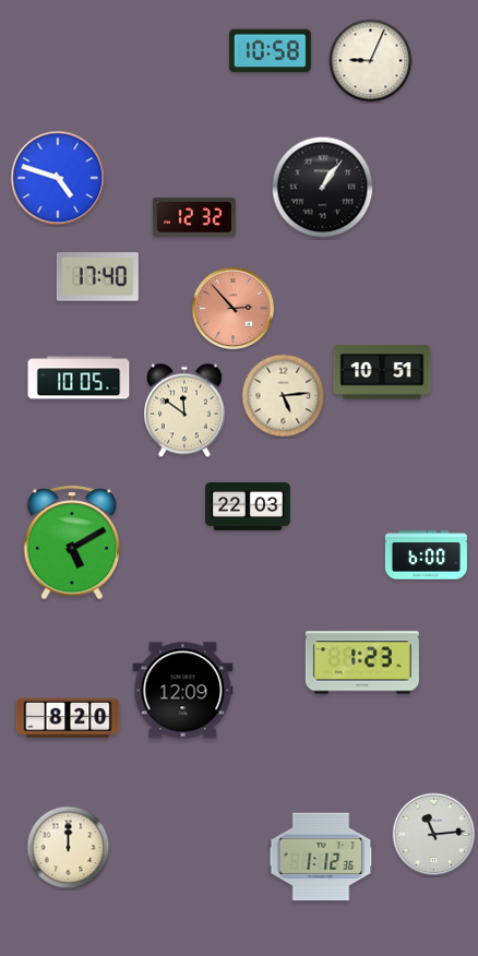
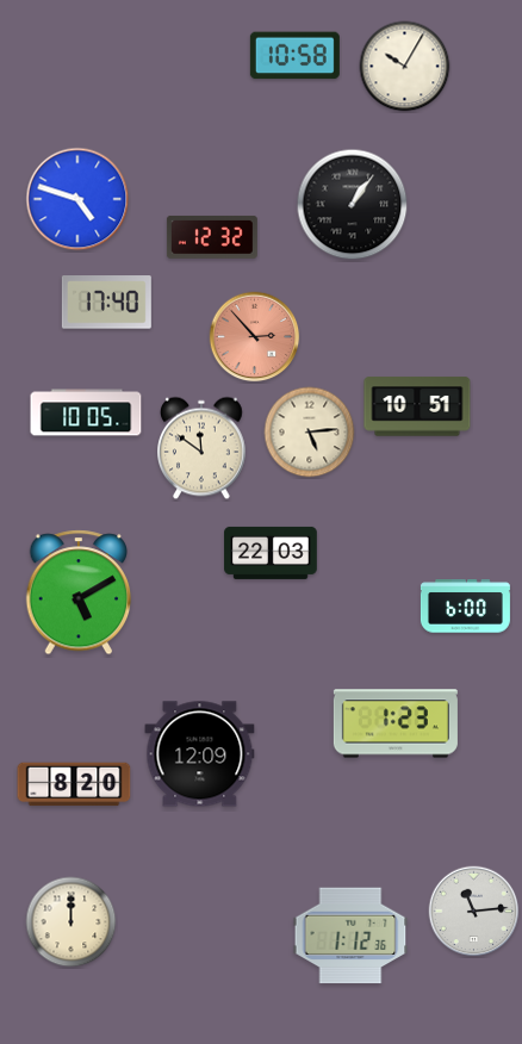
clock at (371, 61): 9:04 -> 10:05
clock at (58, 178) position: (58, 178) -> (77, 199)
clock at (69, 848) position: (69, 848) -> (72, 922)
